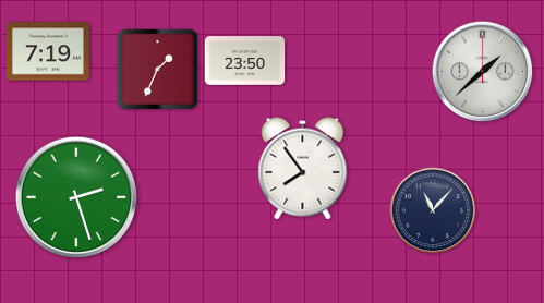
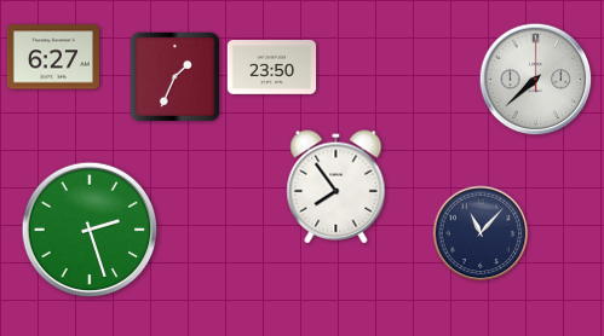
clock at (48, 51): 7:19 -> 6:27
clock at (483, 72): 1:38 -> 7:38
clock at (75, 196) position: (75, 196) -> (88, 228)
